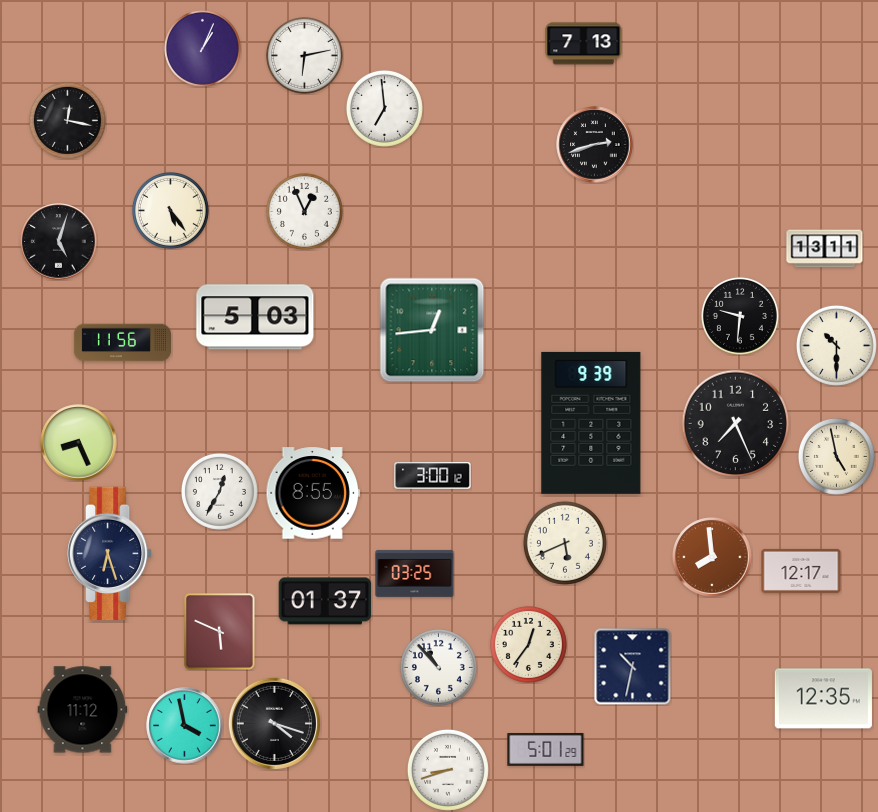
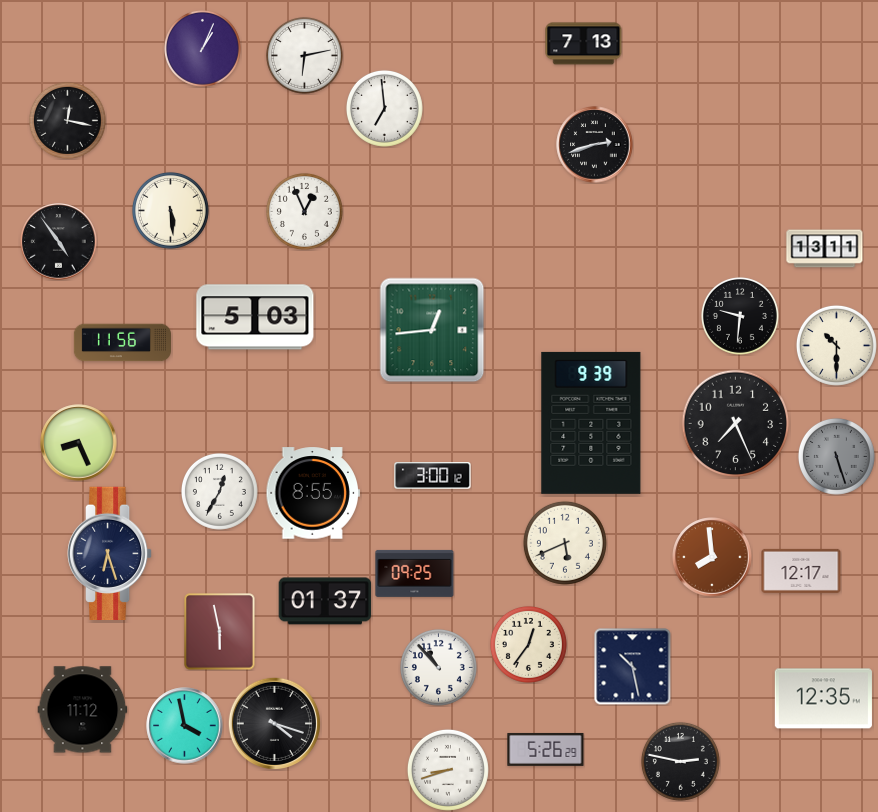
clock at (170, 210): 5:24 -> 5:29
clock at (59, 242): 5:03 -> 4:54
clock at (836, 456): 4:58 -> 5:27
clock at (836, 456) dial: cream -> grey
clock at (415, 573): 03:25 -> 09:25
clock at (220, 632): 5:49 -> 5:58
clock at (633, 667): 10:32 -> 10:28
clock at (546, 749): 5:01 -> 5:26
clock at (680, 761): none -> 2:47
